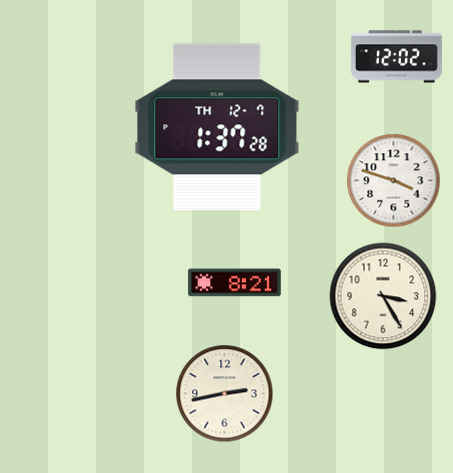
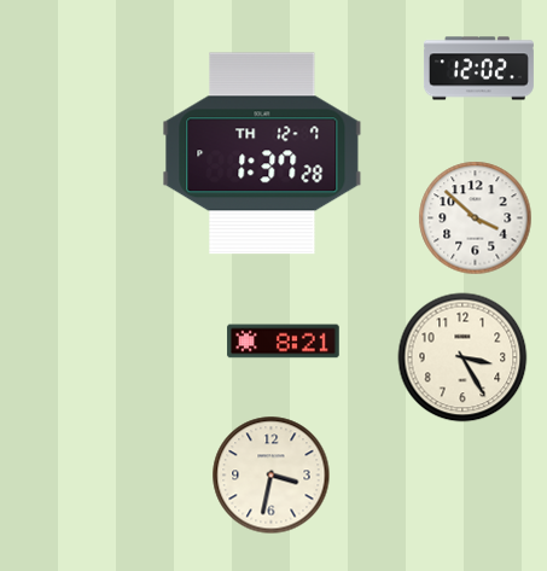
clock at (394, 181): 3:48 -> 3:52
clock at (225, 394): 2:43 -> 3:32
